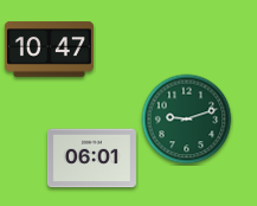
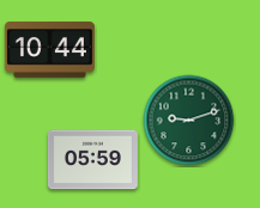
clock at (49, 50): 10:47 -> 10:44
clock at (91, 159): 06:01 -> 05:59
